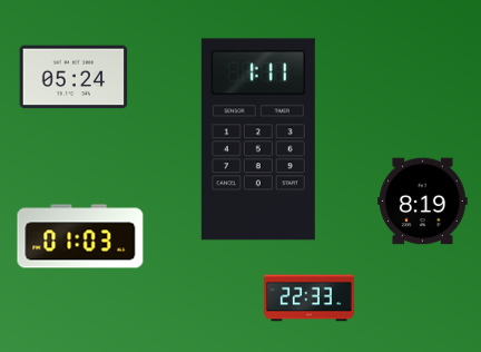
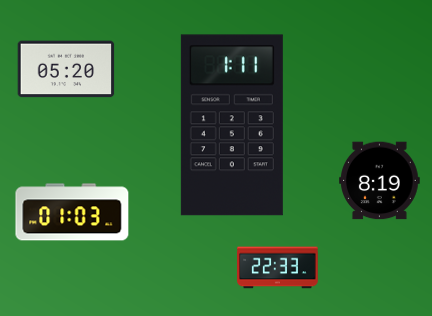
clock at (73, 77): 05:24 -> 05:20
